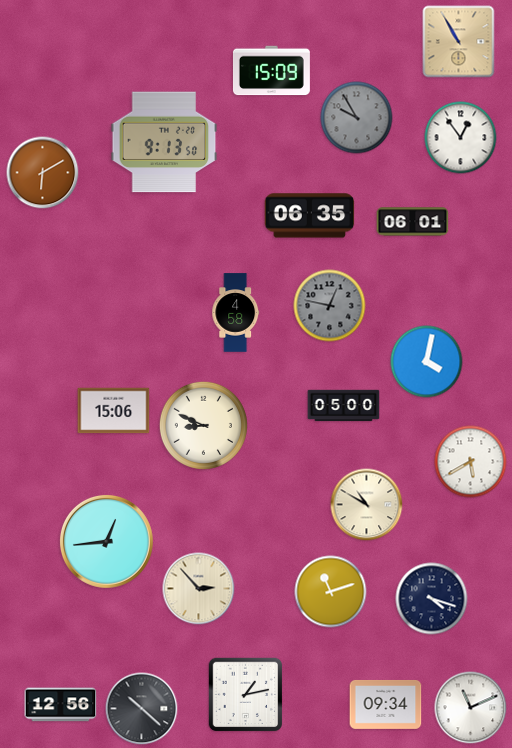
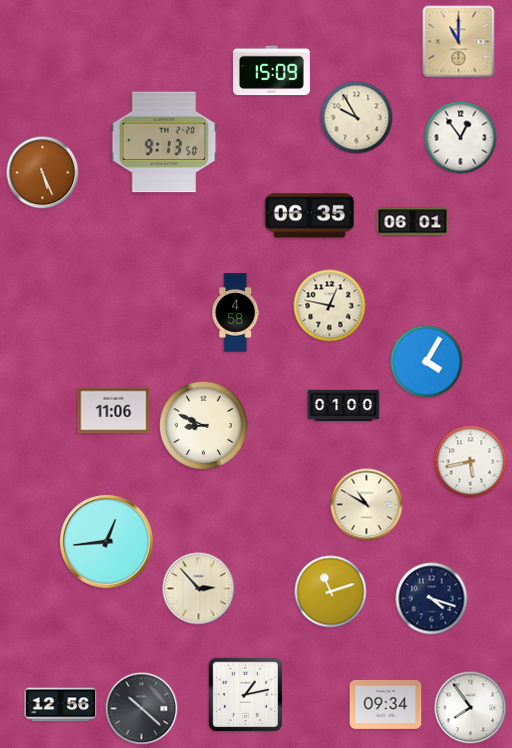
clock at (459, 42): 10:55 -> 11:00
clock at (357, 118) dial: grey -> cream
clock at (43, 173): 6:10 -> 5:26
clock at (330, 306) dial: grey -> cream
clock at (427, 362): 4:02 -> 4:05
clock at (344, 406): 05:00 -> 01:00
clock at (114, 411): 15:06 -> 11:06
clock at (471, 462): 5:40 -> 5:43
clock at (471, 708): 11:11 -> 7:54
